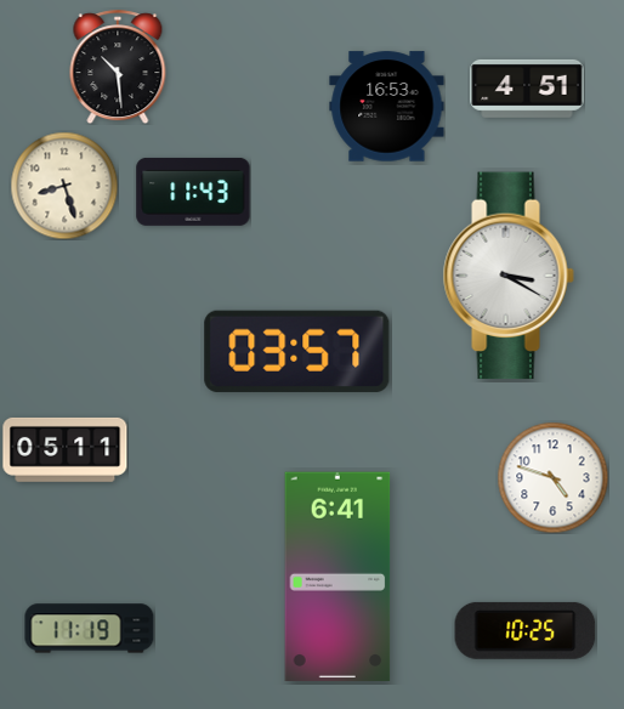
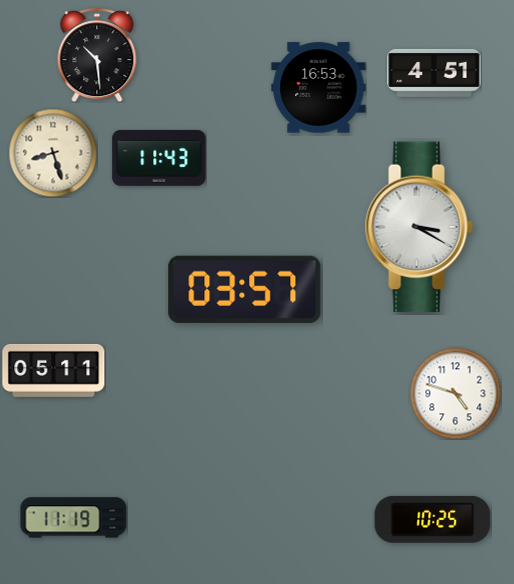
clock at (337, 577): 6:41 -> none
